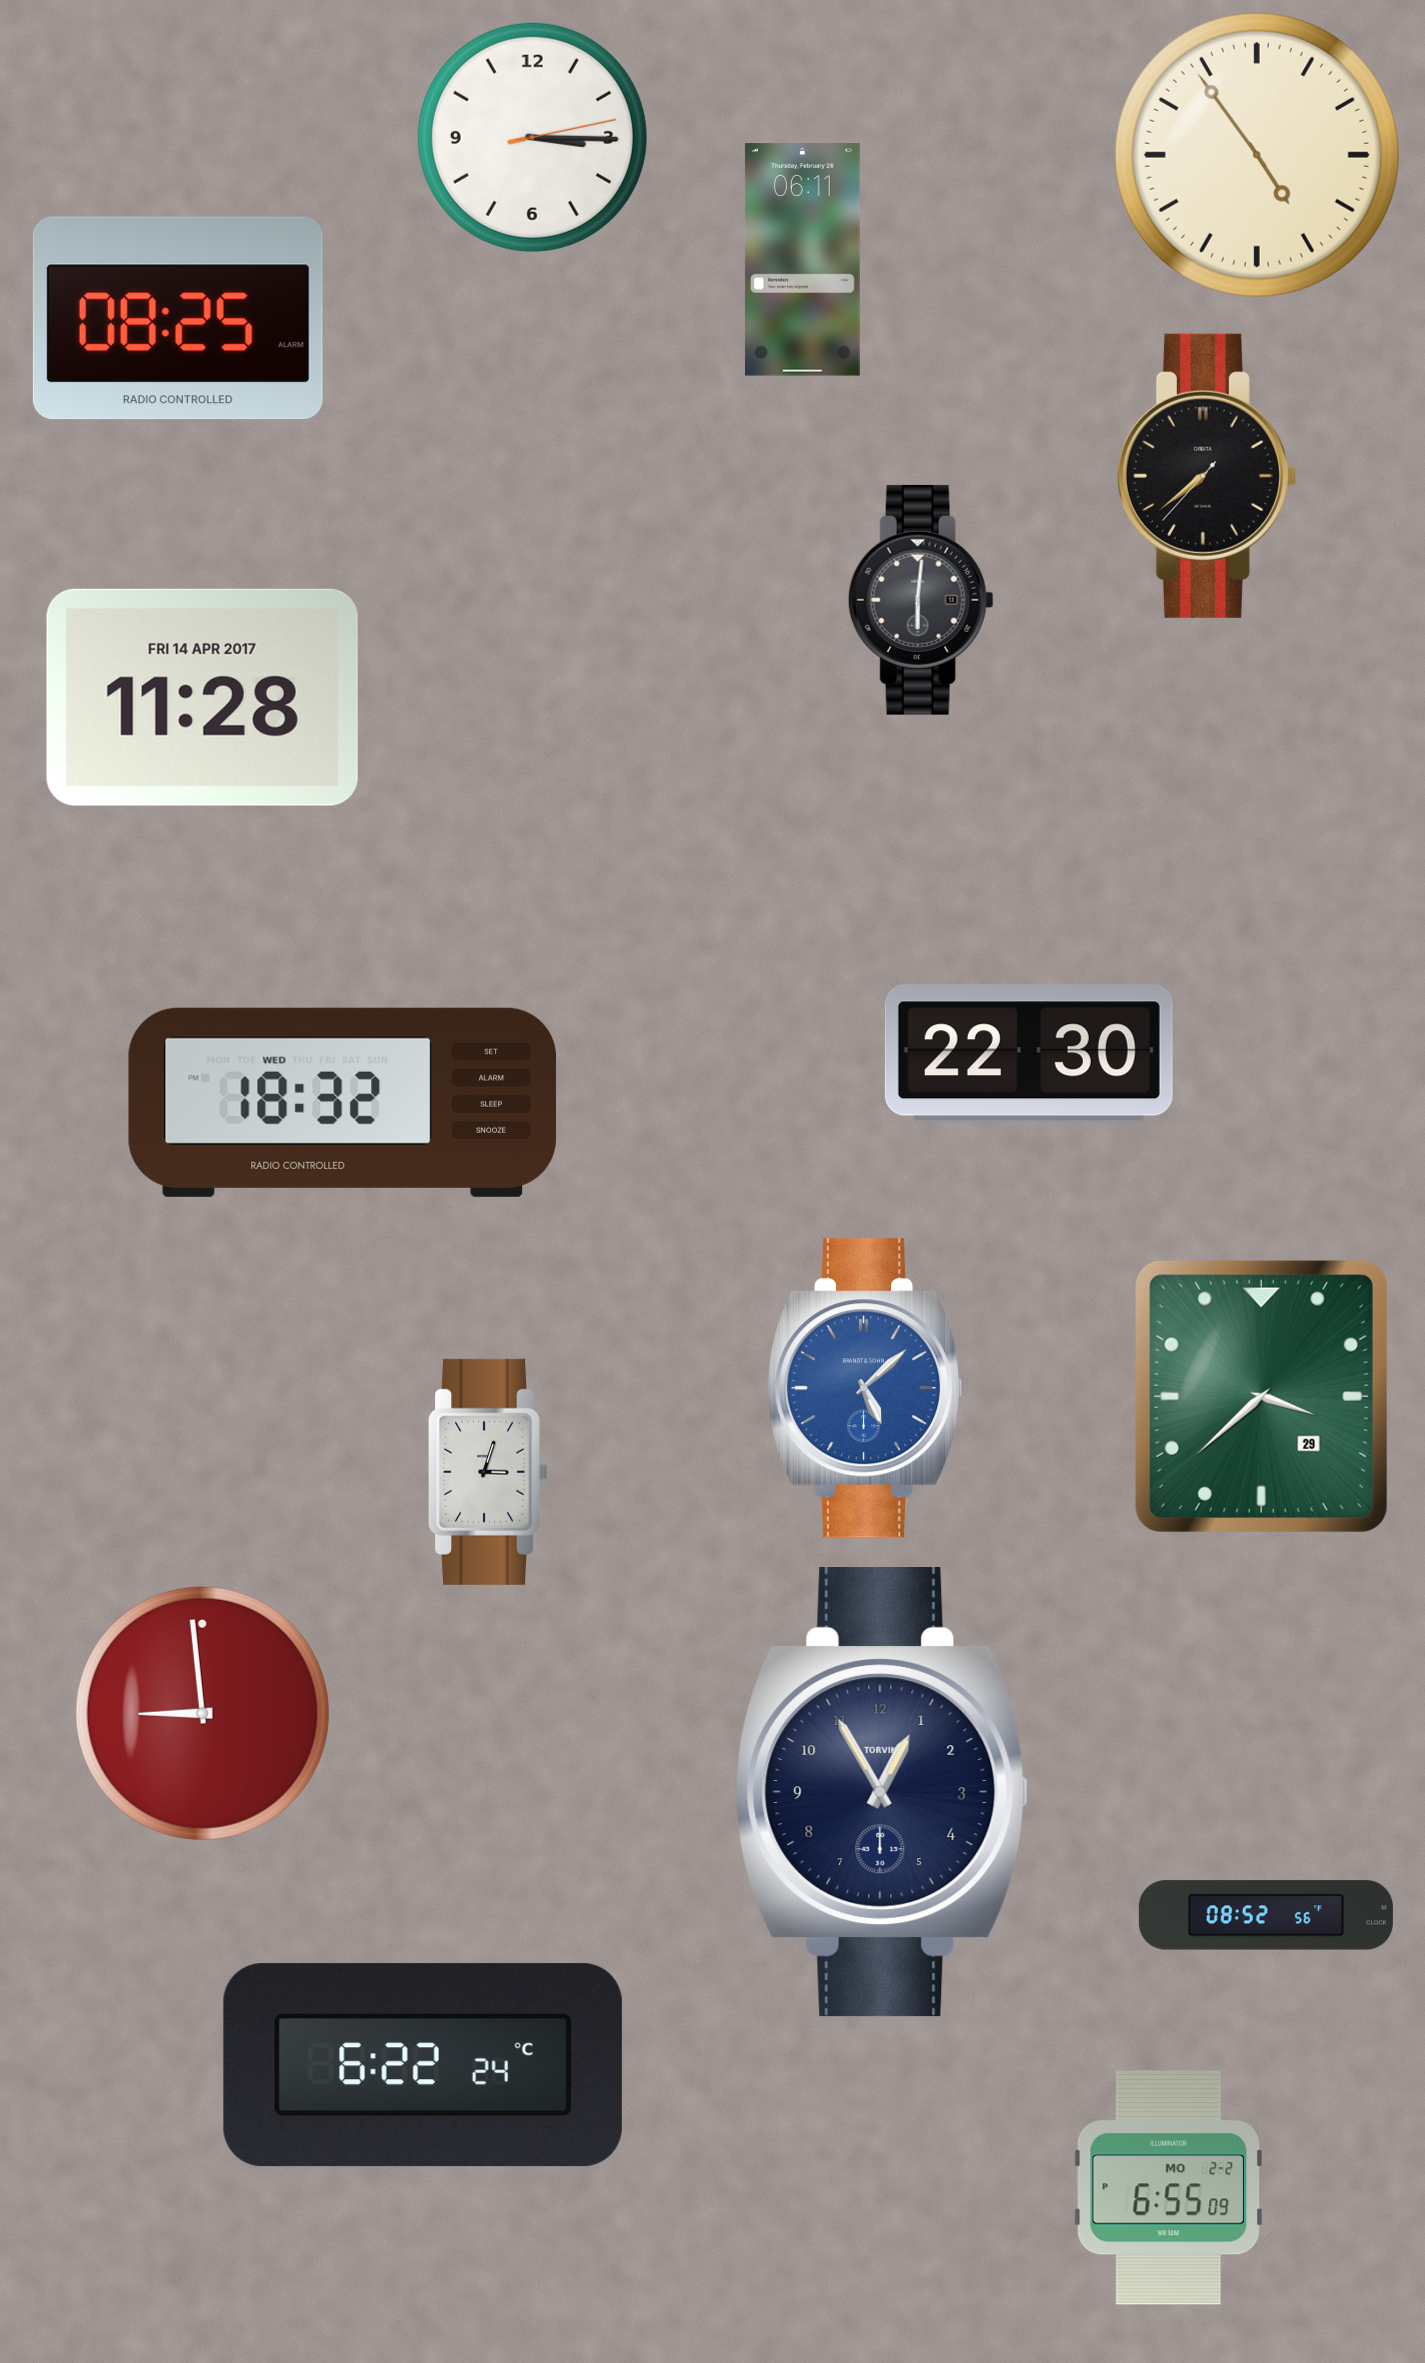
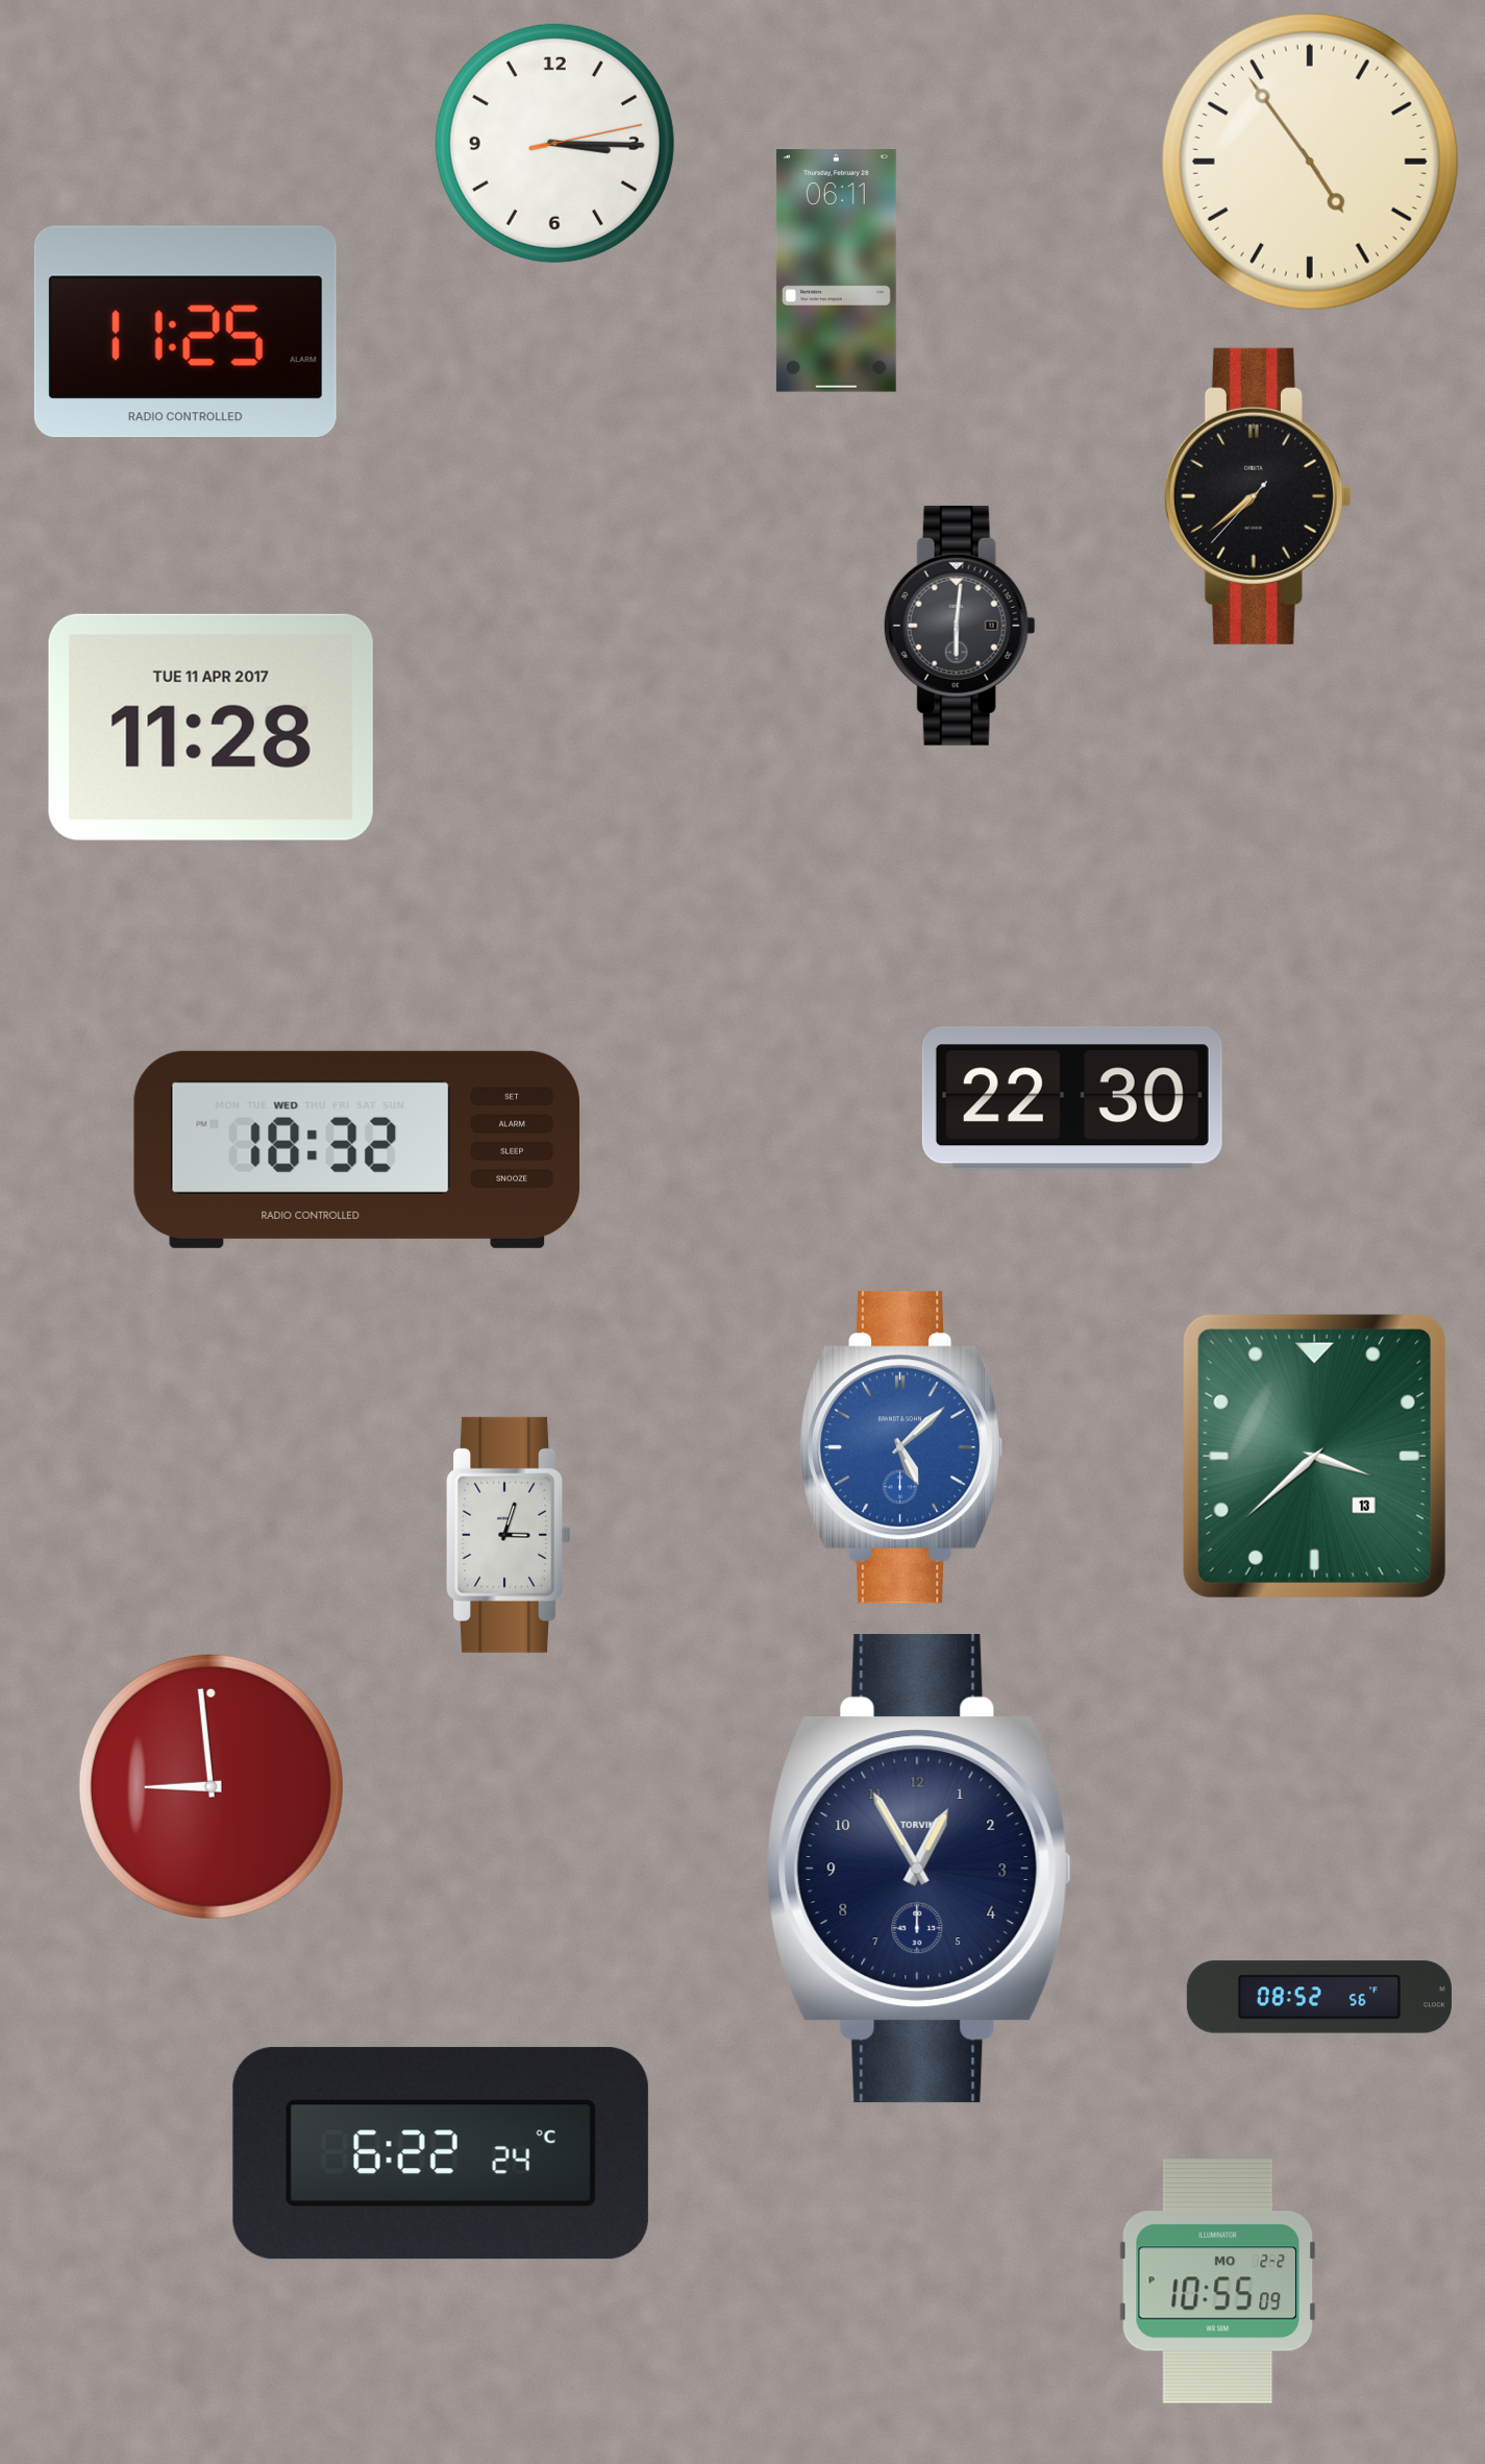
clock at (178, 318): 08:25 -> 11:25
clock at (202, 697) date: FRI 14 APR 2017 -> TUE 11 APR 2017
clock at (1261, 1396) date: 29 -> 13
clock at (1168, 2188): 6:55 -> 10:55
